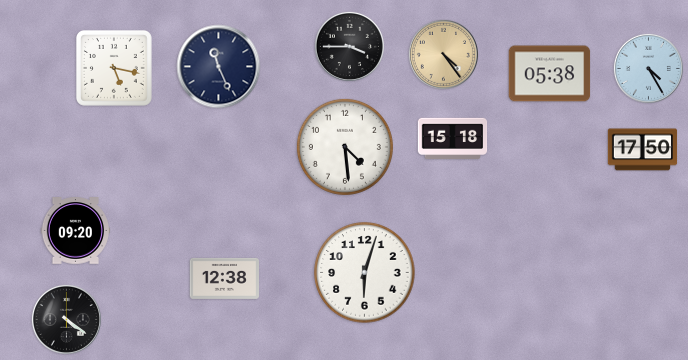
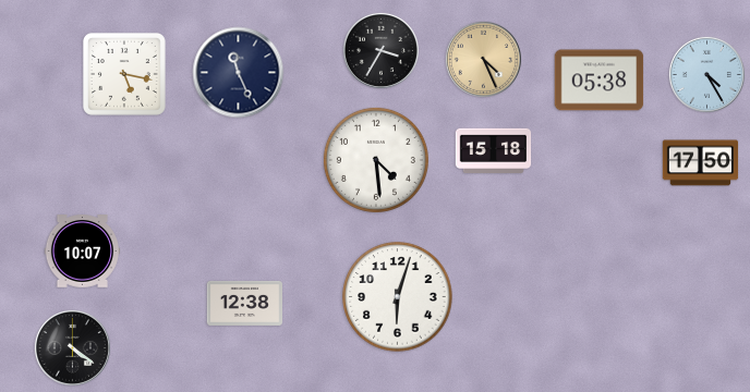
clock at (349, 46): 3:45 -> 3:35
clock at (443, 54): 4:24 -> 4:26
clock at (76, 231): 09:20 -> 10:07
